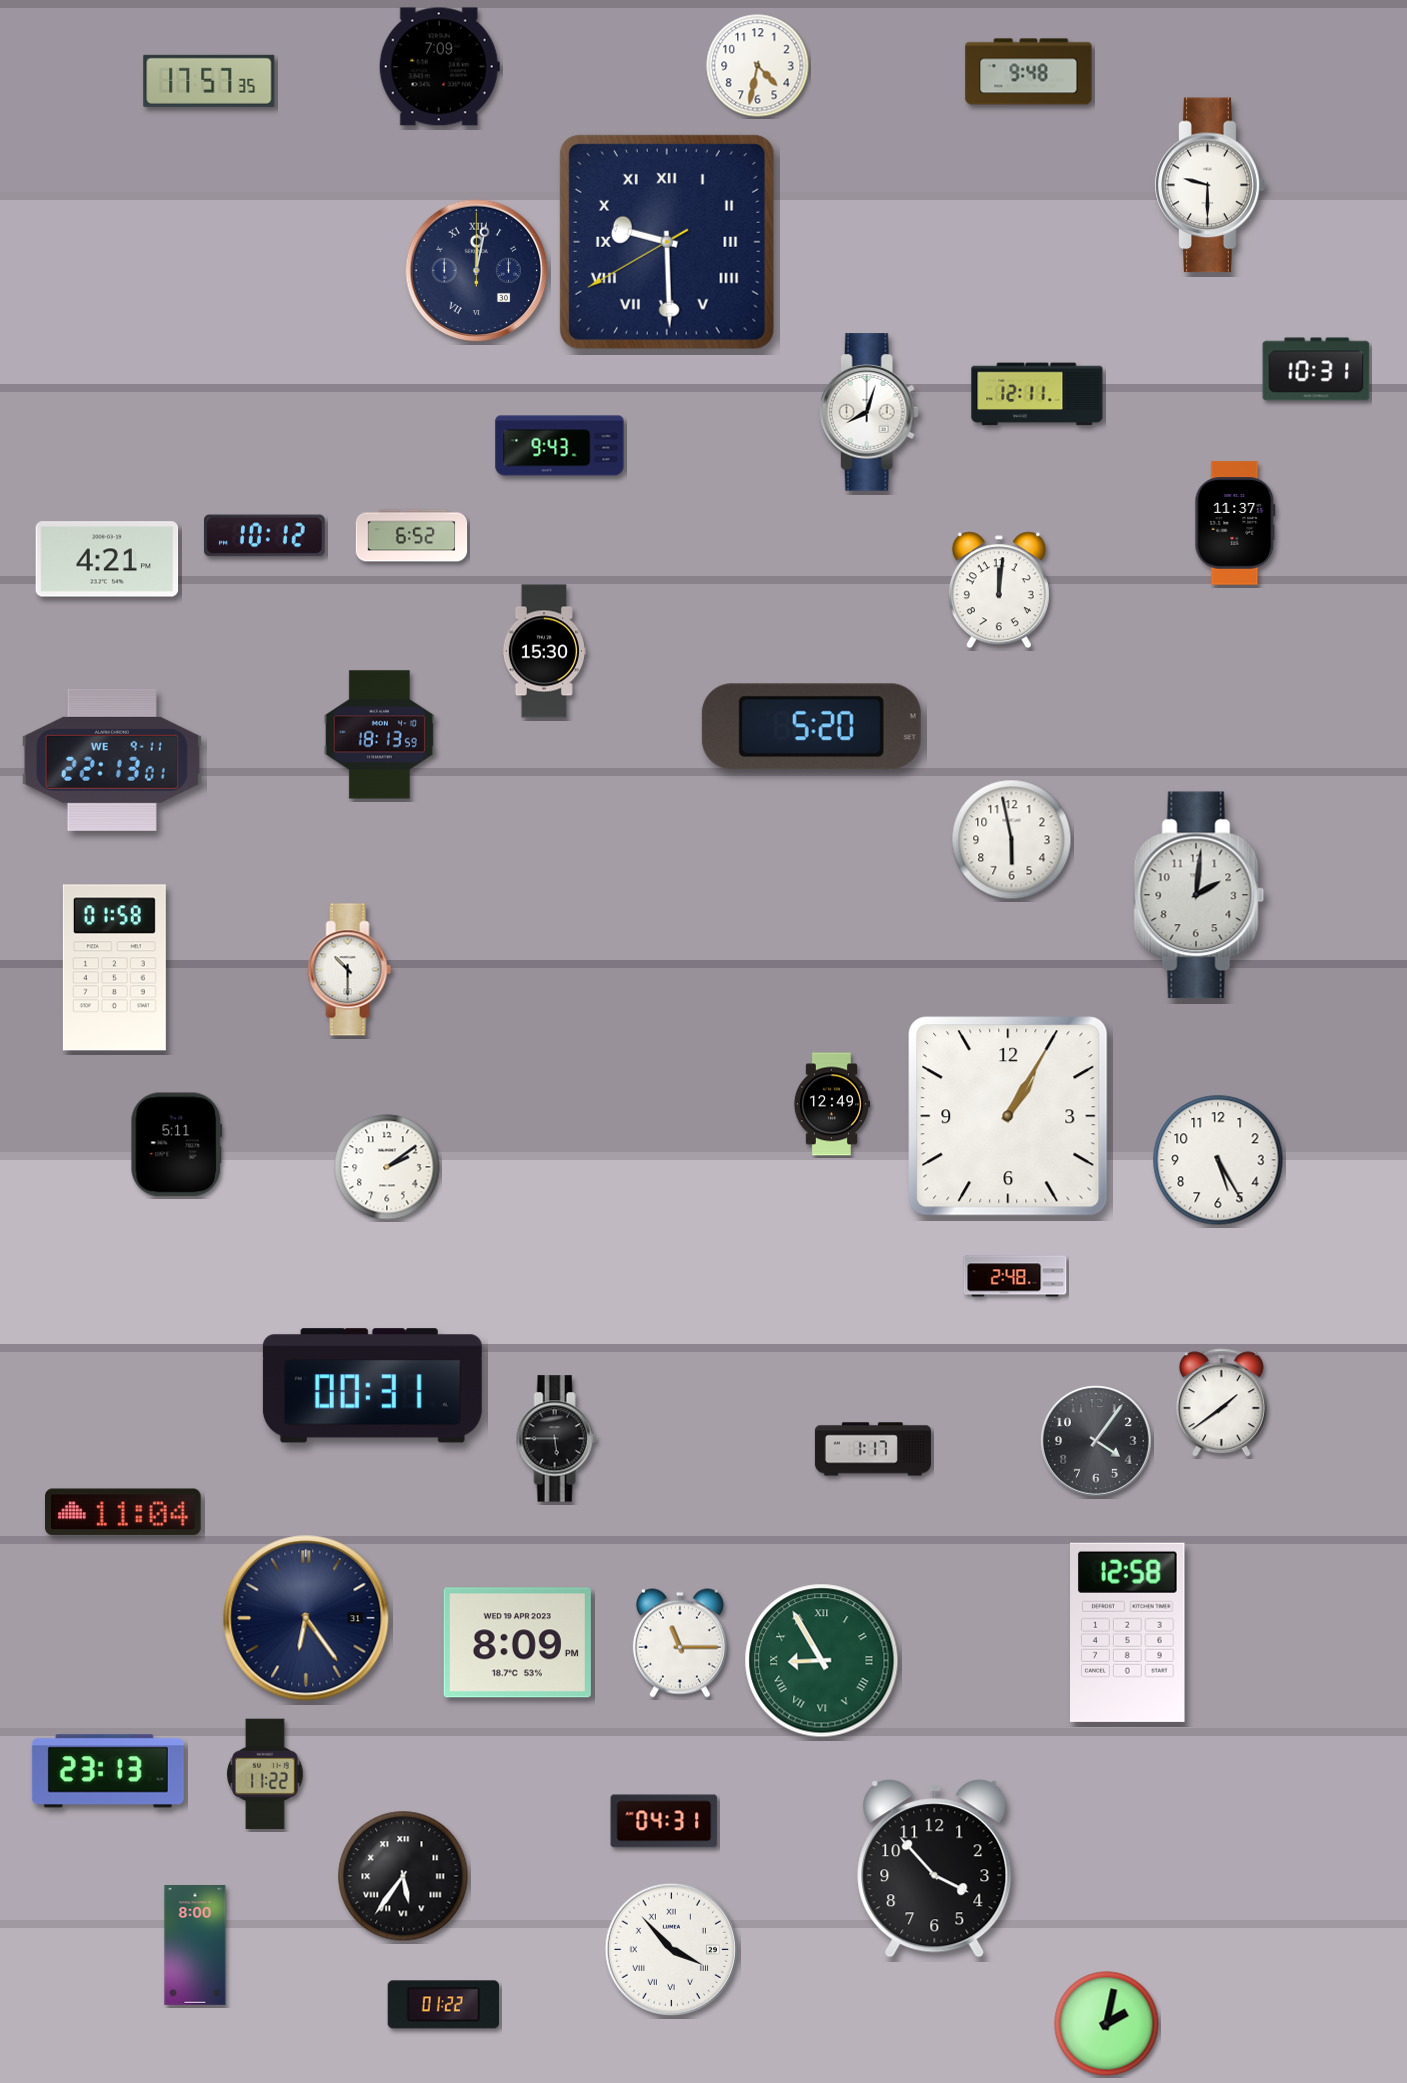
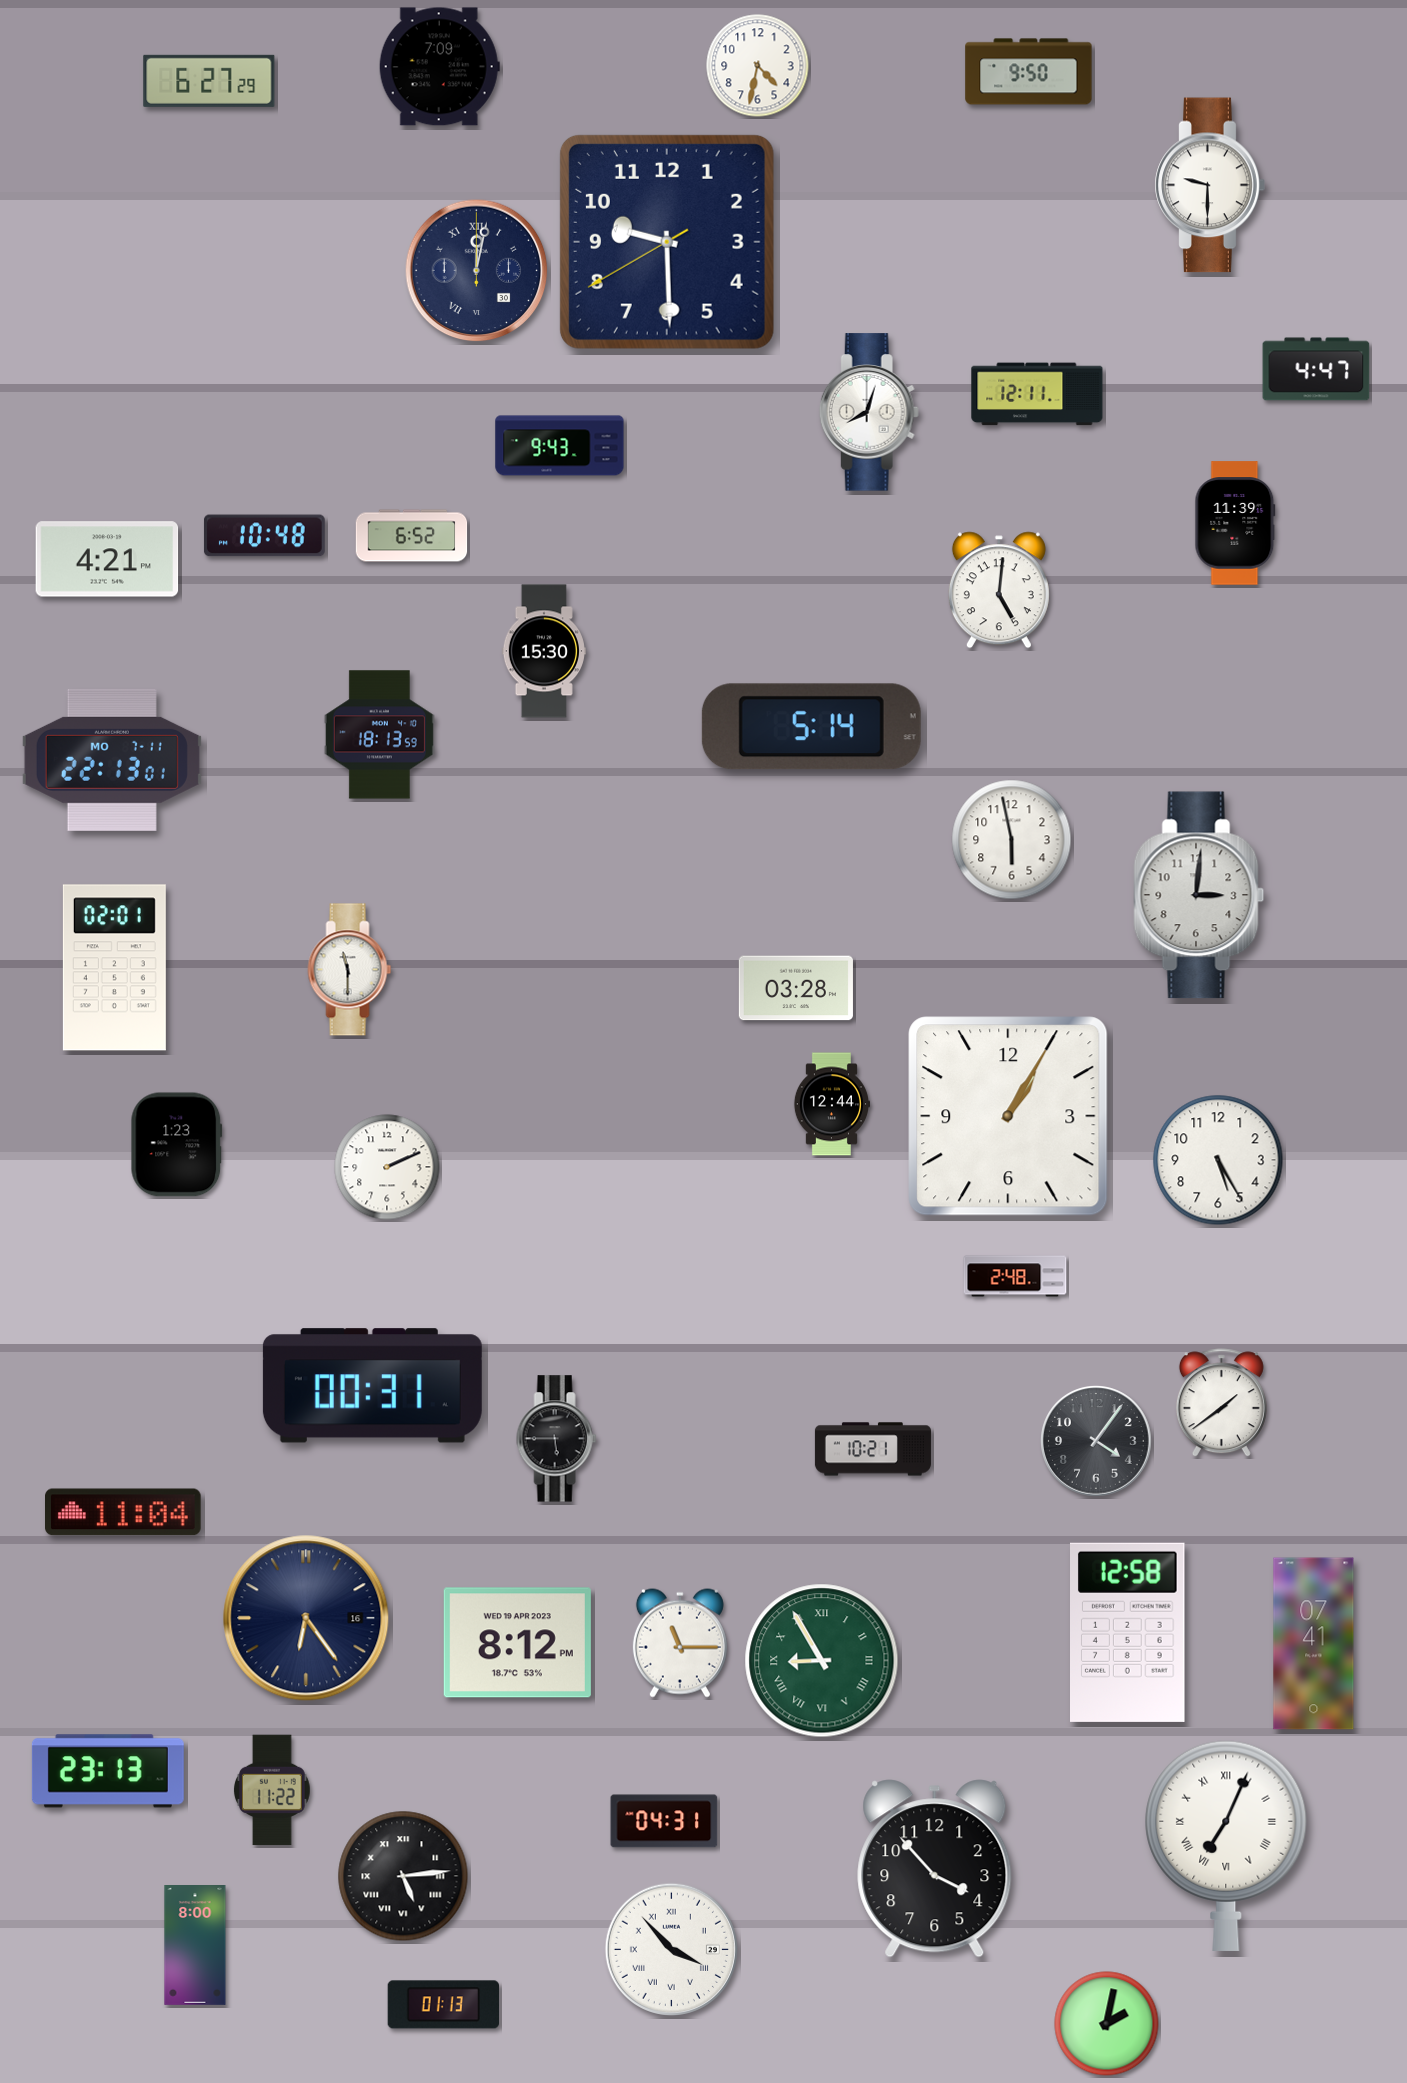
clock at (1029, 72): 9:48 -> 9:50
clock at (209, 81): 17:57 -> 6:27
clock at (667, 242) numerals: Roman -> Arabic
clock at (1316, 369): 10:31 -> 4:47
clock at (1235, 523): 11:37 -> 11:39
clock at (264, 536): 10:12 -> 10:48
clock at (999, 590): 12:01 -> 5:01
clock at (811, 727): 5:20 -> 5:14
clock at (112, 760) date: WE 9-11 -> MO 7-11
clock at (1199, 895): 2:01 -> 3:01
clock at (114, 968): 01:58 -> 02:01
clock at (350, 970): 10:30 -> 11:30
clock at (796, 988): none -> 03:28
clock at (831, 1104): 12:49 -> 12:44
clock at (177, 1145): 5:11 -> 1:23
clock at (387, 1167): 2:09 -> 2:11
clock at (873, 1449): 1:17 -> 10:21
clock at (306, 1618) date: 31 -> 16
clock at (517, 1643): 8:09 -> 8:12
clock at (1314, 1644): none -> 07:41
clock at (265, 1774) position: (265, 1774) -> (272, 1790)
clock at (1226, 1846): none -> 7:04
clock at (403, 1876): 5:36 -> 5:14
clock at (443, 2005): 01:22 -> 01:13
